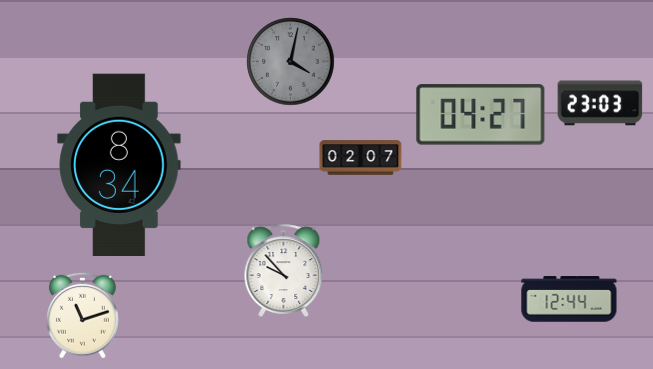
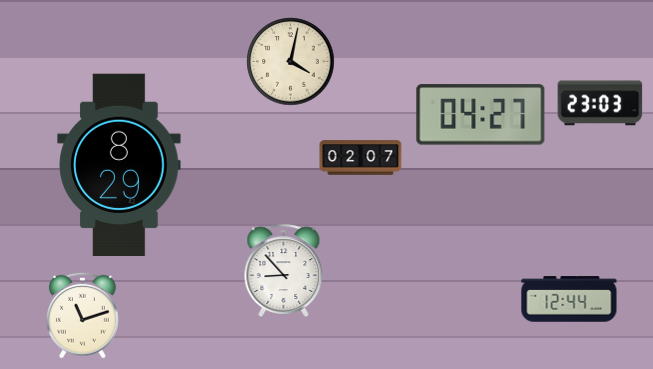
clock at (291, 62) dial: grey -> cream
clock at (119, 164): 8:34 -> 8:29
clock at (284, 270): 9:53 -> 8:53
